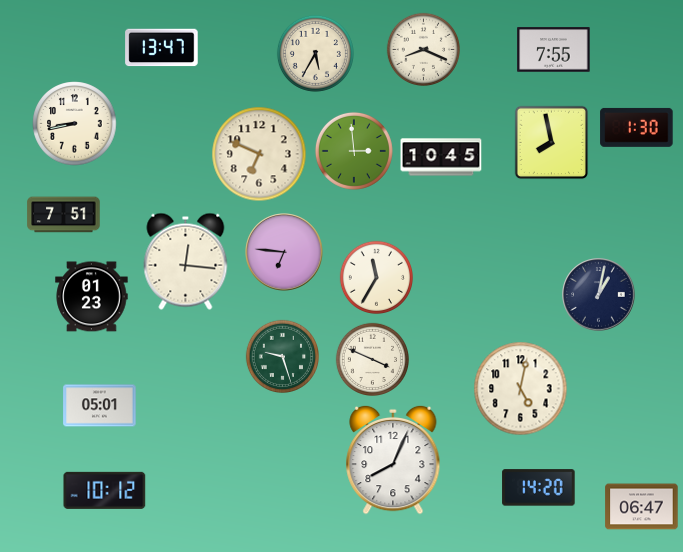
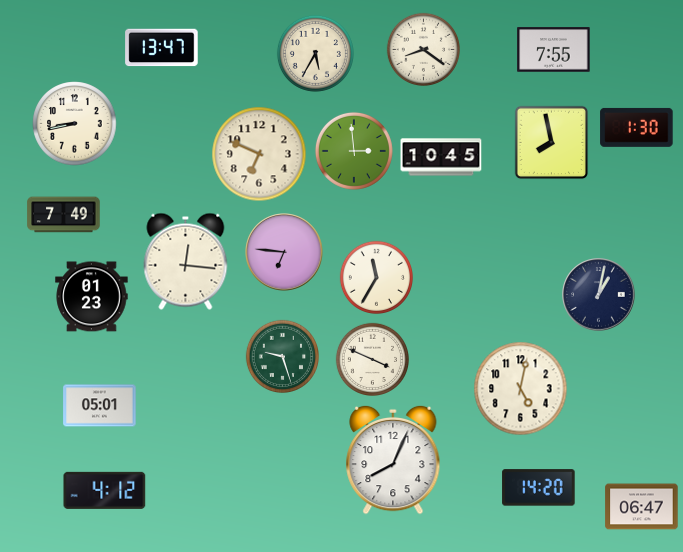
clock at (423, 49): 8:19 -> 8:21
clock at (64, 215): 7:51 -> 7:49
clock at (105, 490): 10:12 -> 4:12
